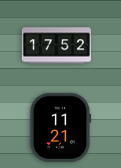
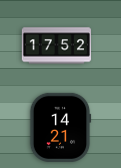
clock at (60, 127): 11:21 -> 14:21
